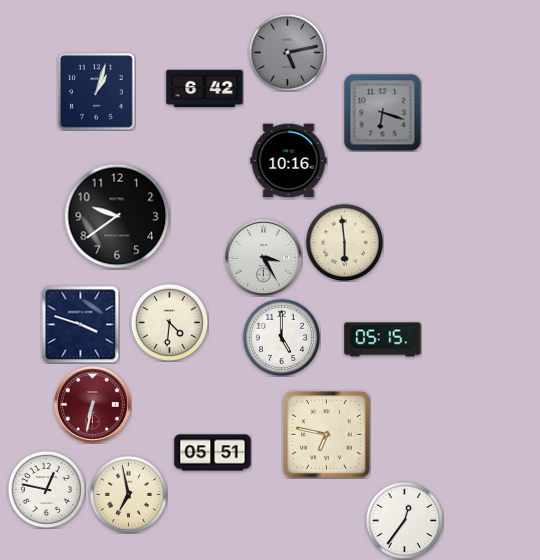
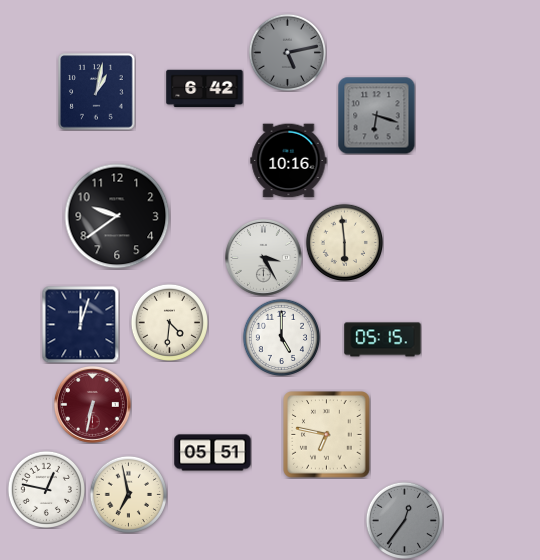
clock at (97, 92): 1:03 -> 1:02
clock at (382, 112) position: (382, 112) -> (376, 115)
clock at (80, 324): 3:48 -> 12:03
clock at (404, 520) dial: white -> grey
